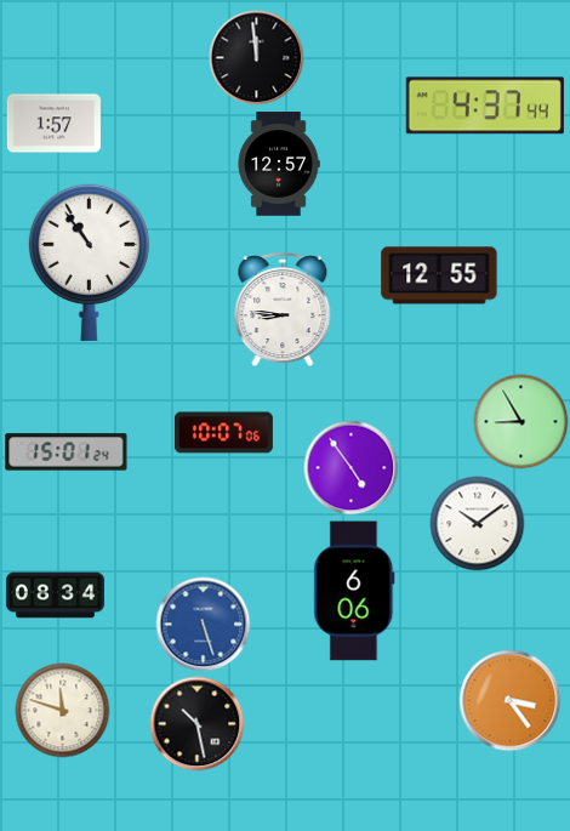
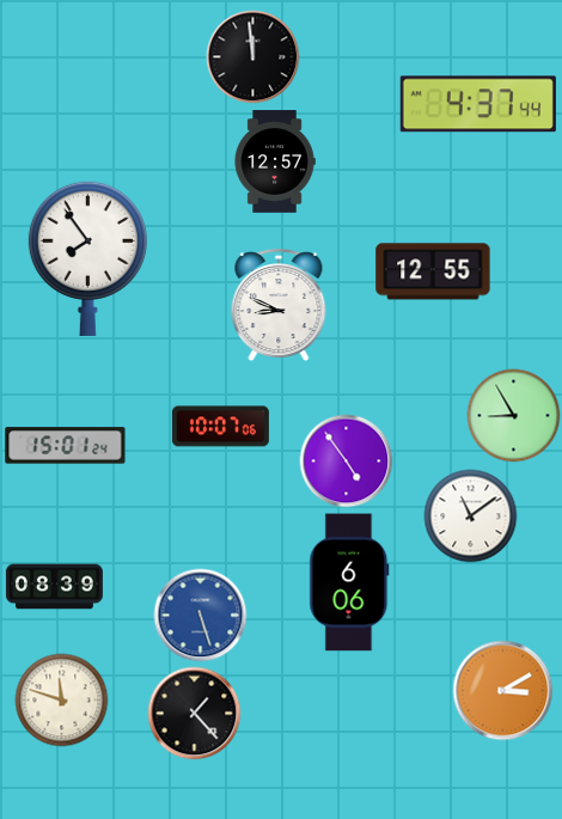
clock at (53, 124): 1:57 -> none
clock at (89, 262): 10:54 -> 7:54
clock at (283, 309): 8:46 -> 8:49
clock at (477, 523): 10:09 -> 11:09
clock at (55, 596): 08:34 -> 08:39
clock at (509, 700): 3:24 -> 3:10
clock at (196, 723): 10:28 -> 1:23
